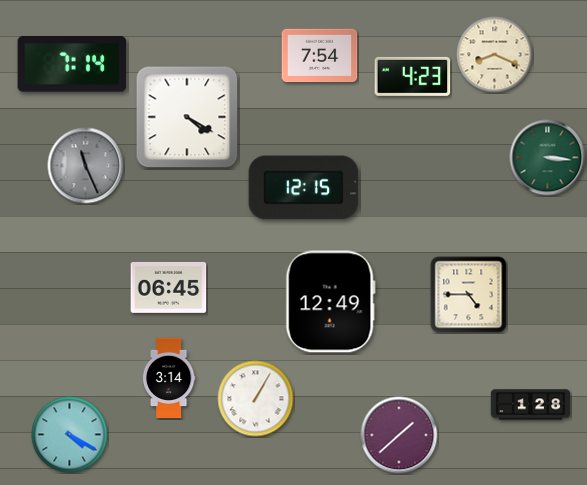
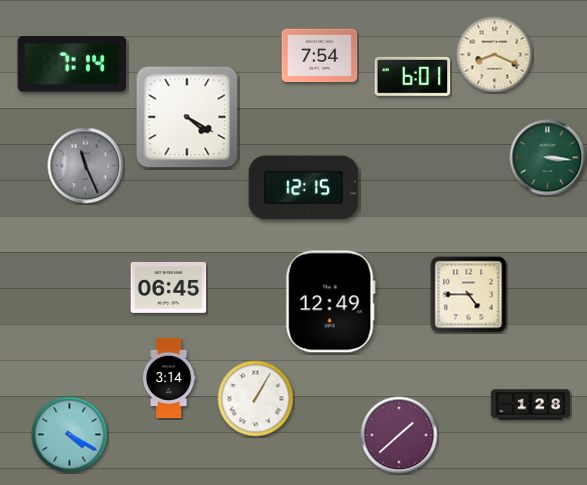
clock at (413, 76): 4:23 -> 6:01
